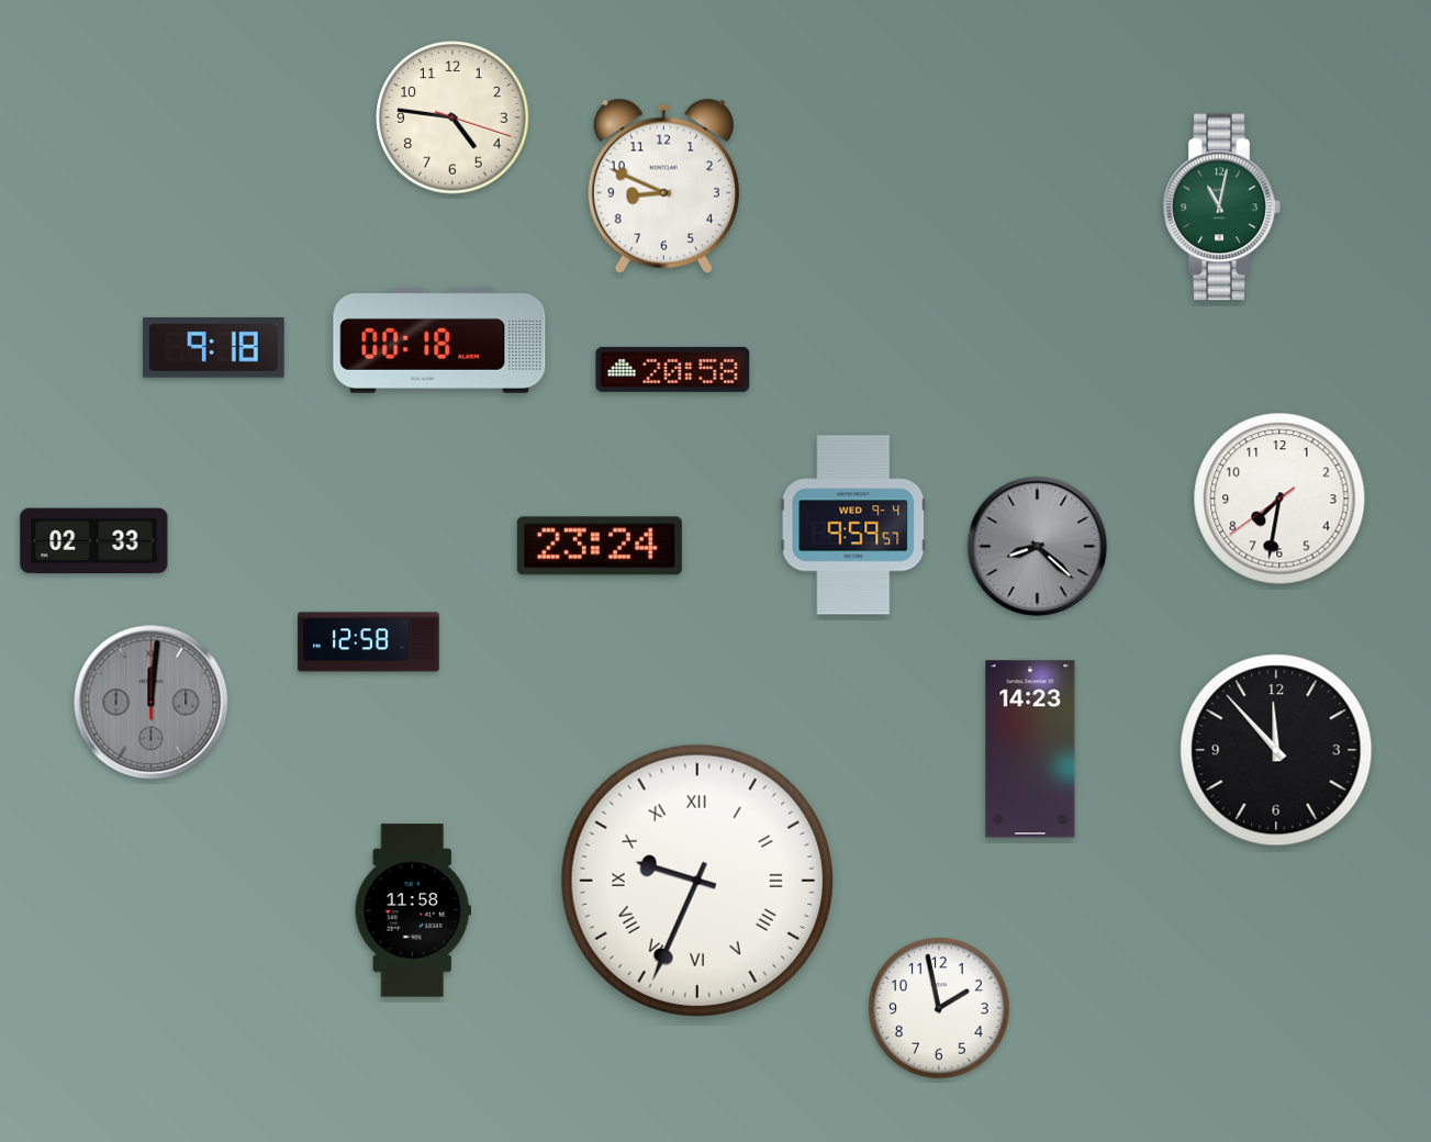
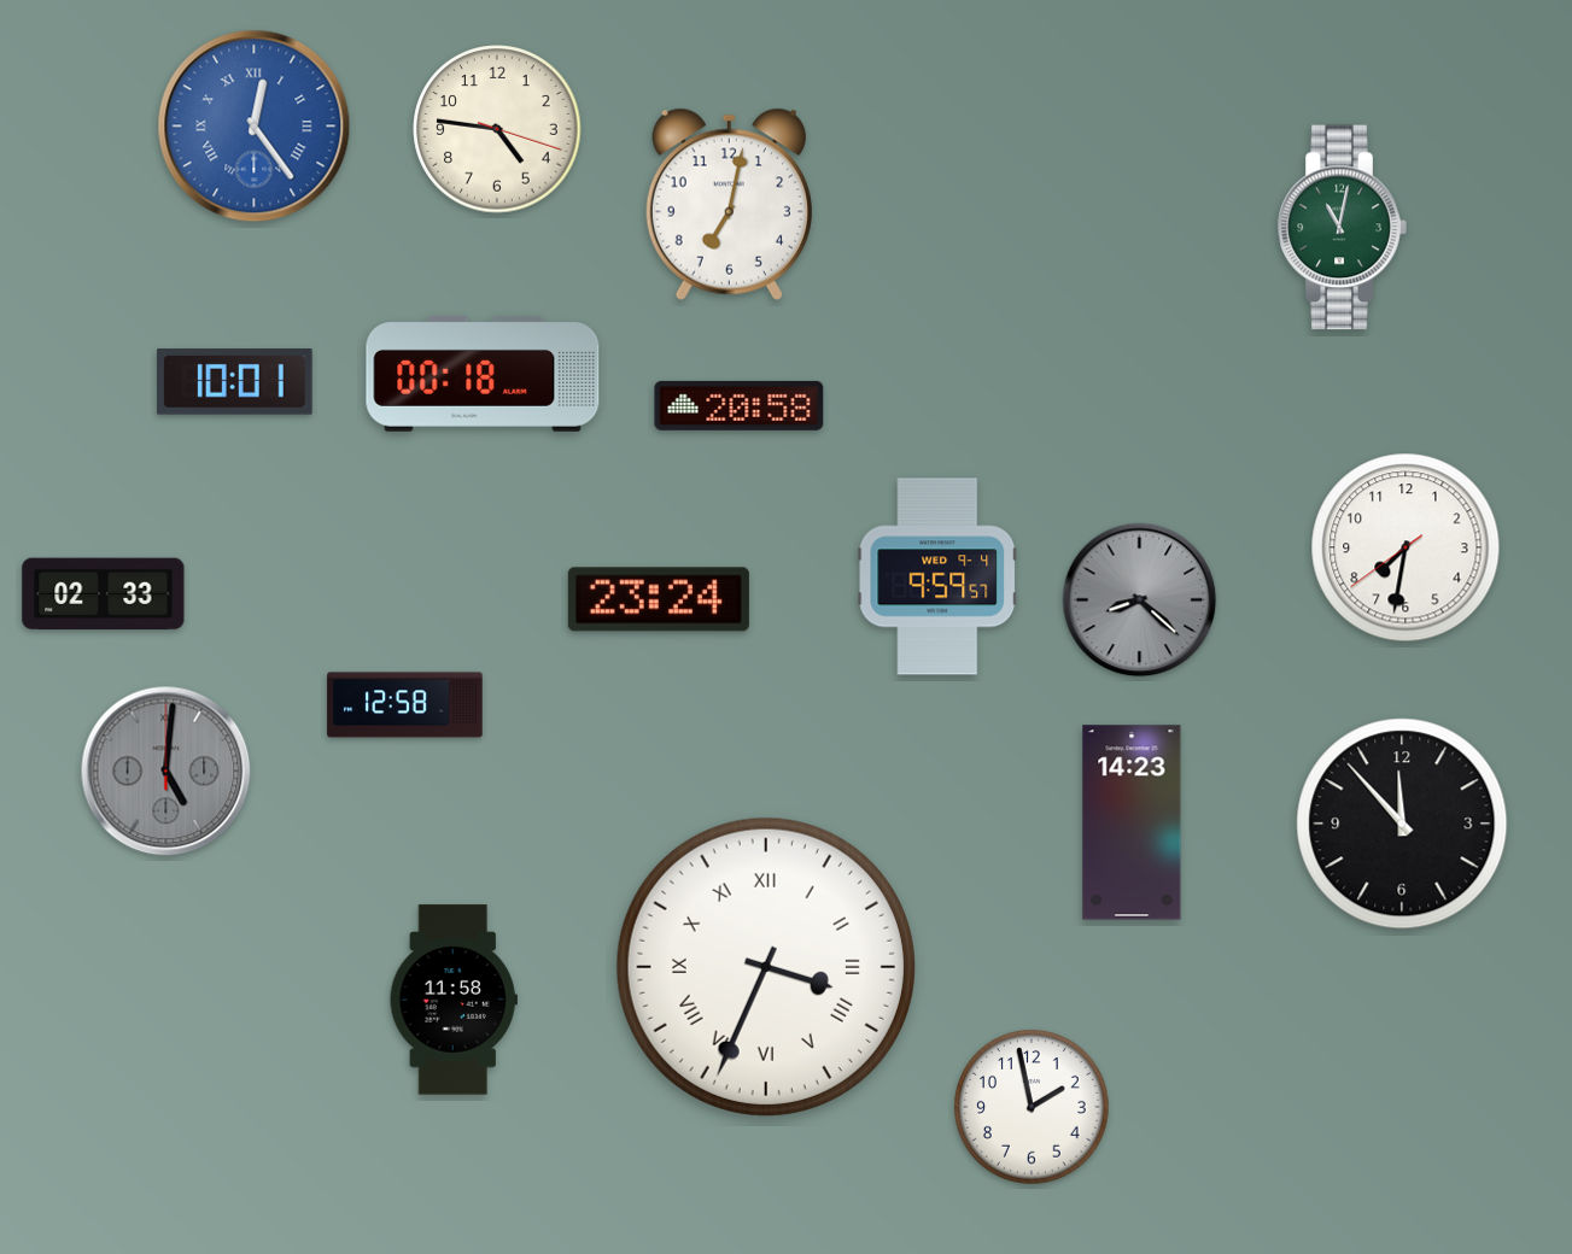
clock at (255, 127): none -> 12:24
clock at (663, 186): 8:49 -> 7:02
clock at (214, 348): 9:18 -> 10:01
clock at (152, 703): 12:01 -> 5:01
clock at (697, 881): 9:34 -> 3:34
